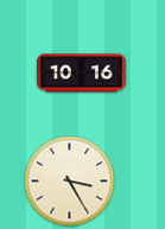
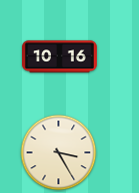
clock at (82, 74) position: (82, 74) -> (60, 57)
